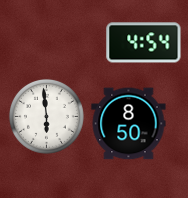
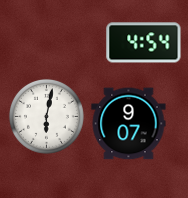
clock at (46, 116): 5:59 -> 6:02
clock at (129, 124): 8:50 -> 9:07
